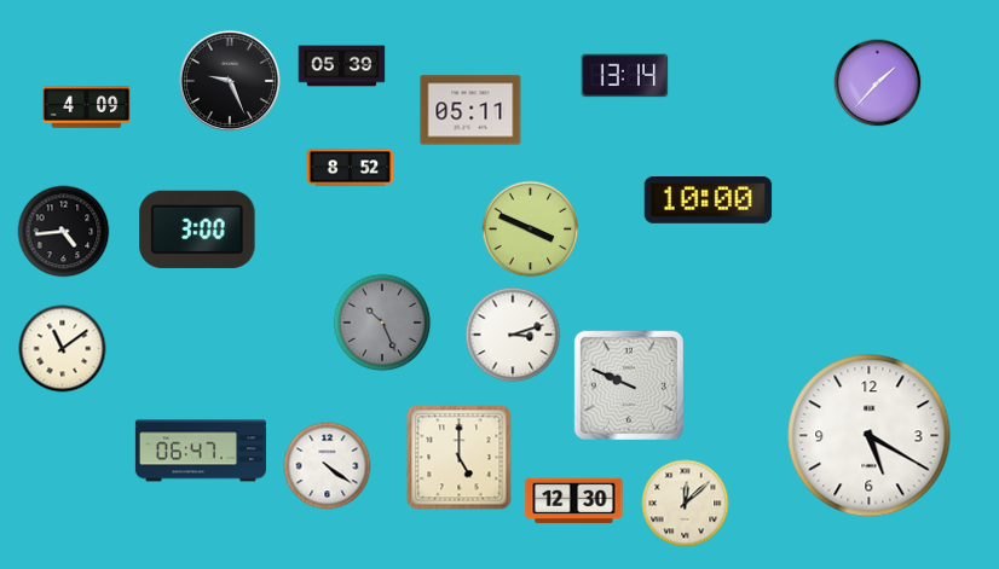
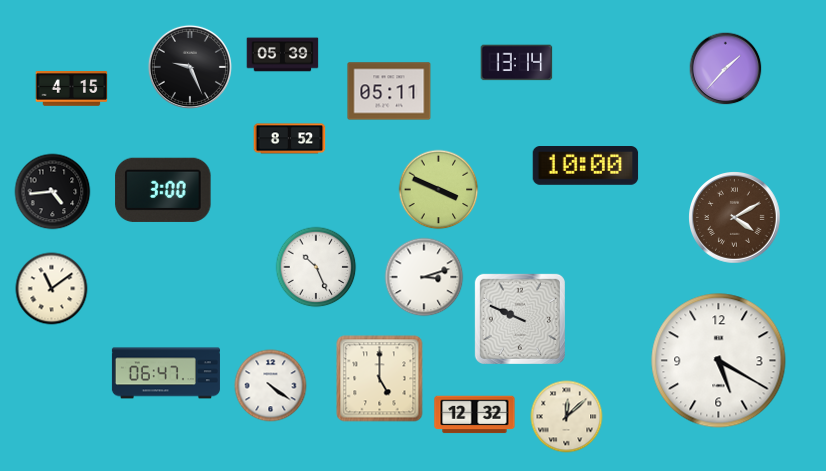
clock at (87, 108): 4:09 -> 4:15
clock at (735, 218): none -> 4:10
clock at (382, 323) dial: grey -> white
clock at (574, 501): 12:30 -> 12:32
